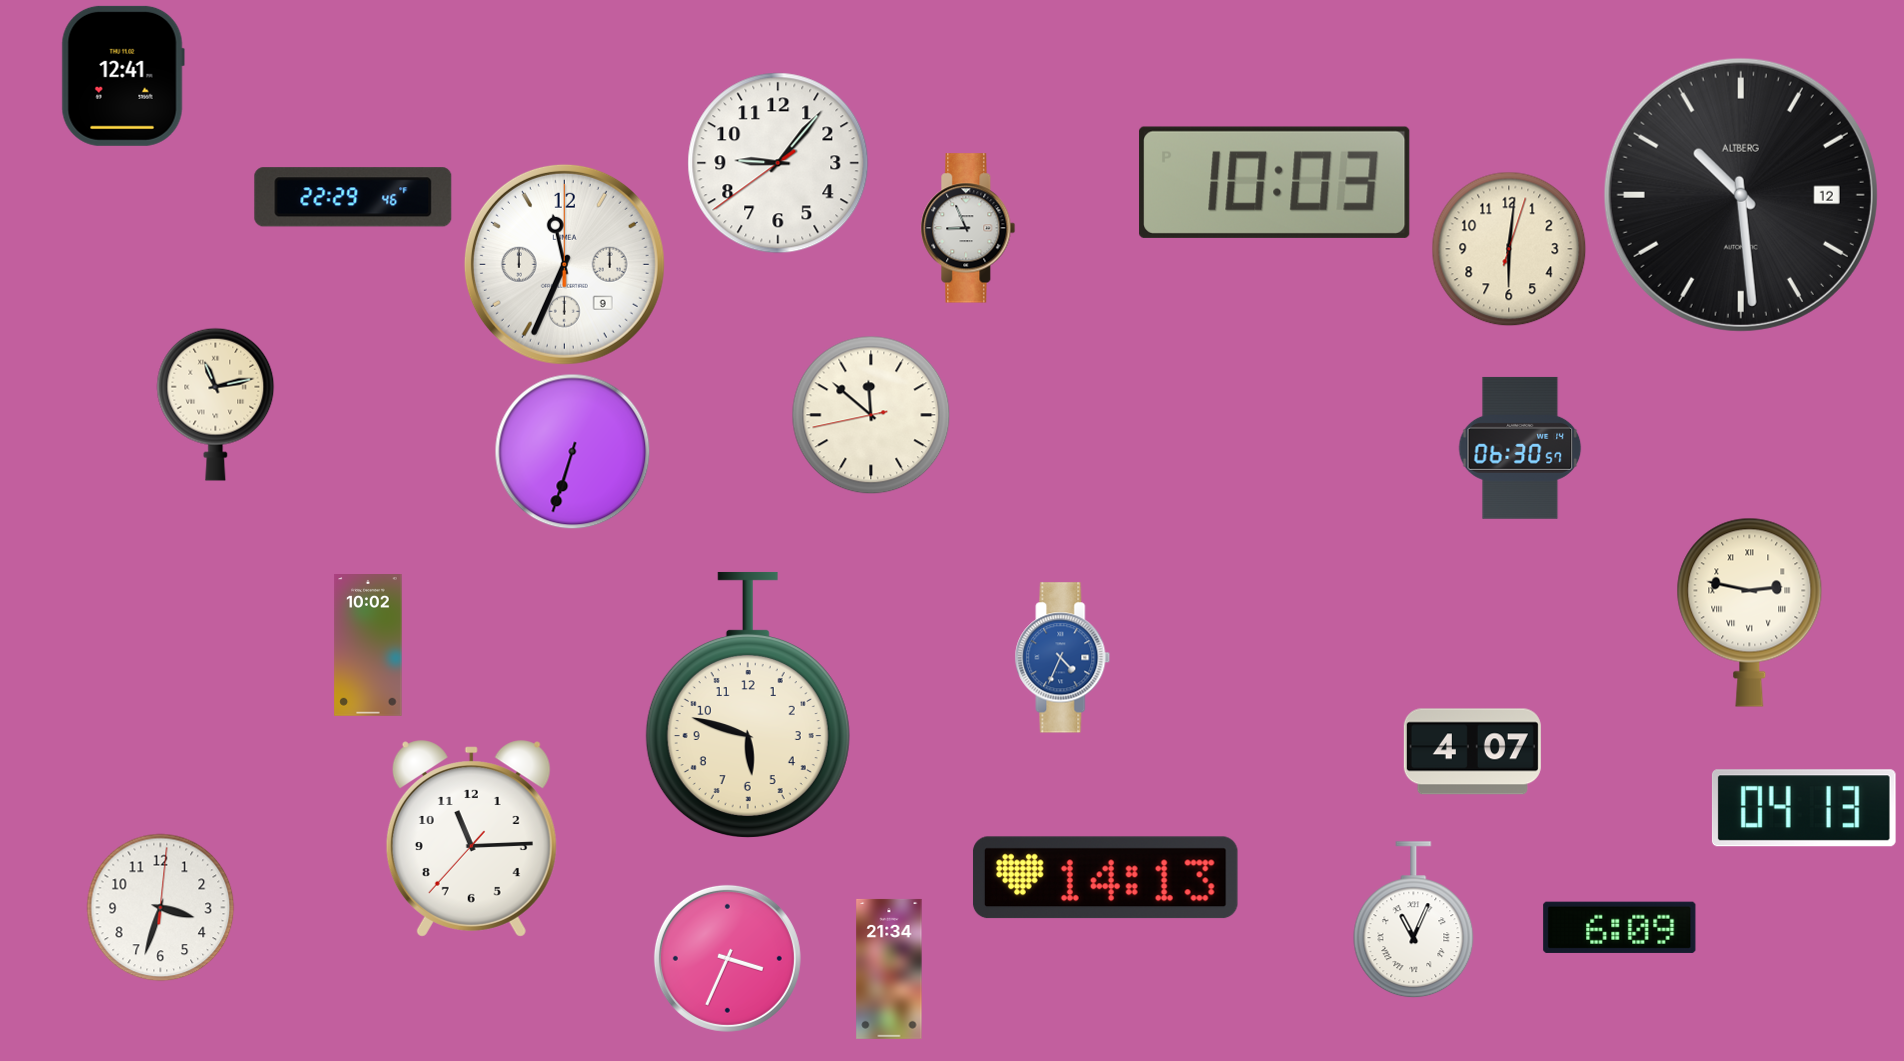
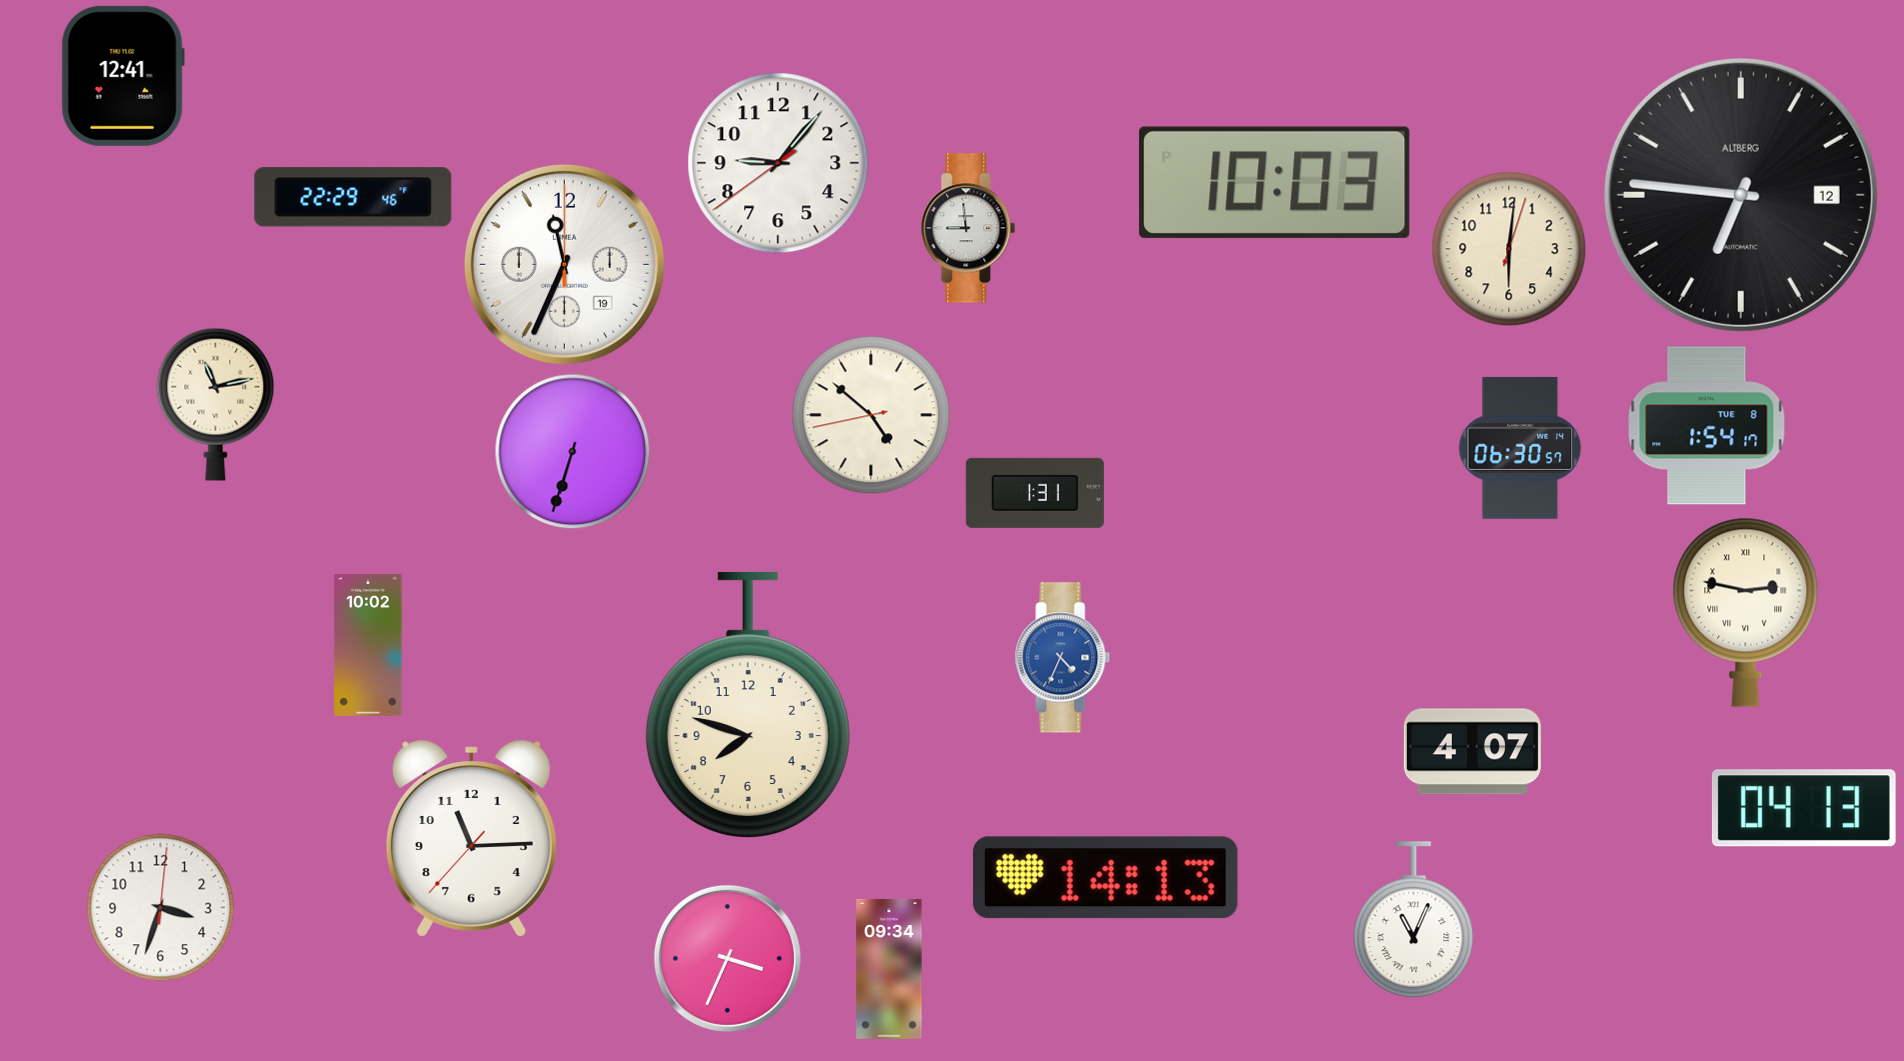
clock at (1741, 195): 10:29 -> 6:46
clock at (968, 228): 8:56 -> 8:59
clock at (564, 264) date: 9 -> 19
clock at (871, 415): 11:51 -> 4:51
clock at (1707, 426): none -> 1:54
clock at (1035, 493): none -> 1:31
clock at (1750, 612) position: (1750, 612) -> (1746, 612)
clock at (748, 704): 5:48 -> 7:48
clock at (1620, 927): 6:09 -> none
clock at (889, 969): 21:34 -> 09:34
